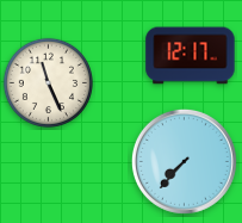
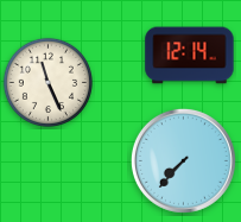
clock at (191, 56): 12:17 -> 12:14
